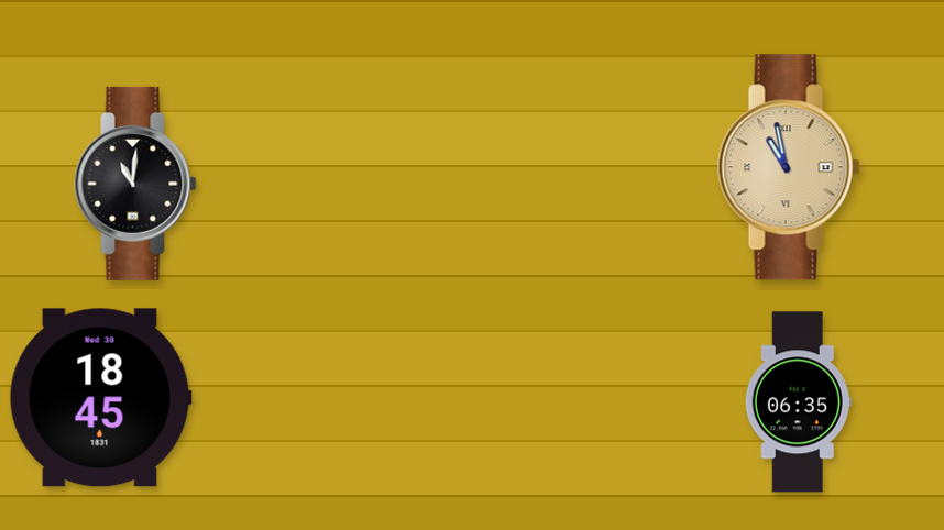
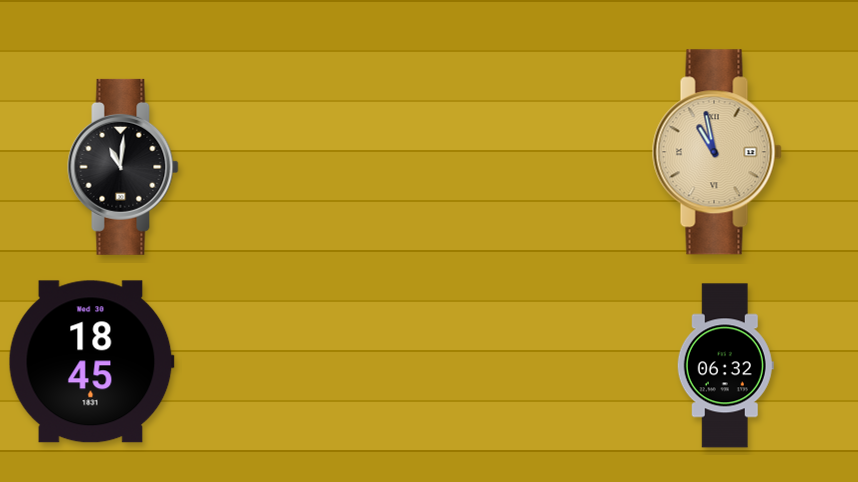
clock at (798, 402): 06:35 -> 06:32
